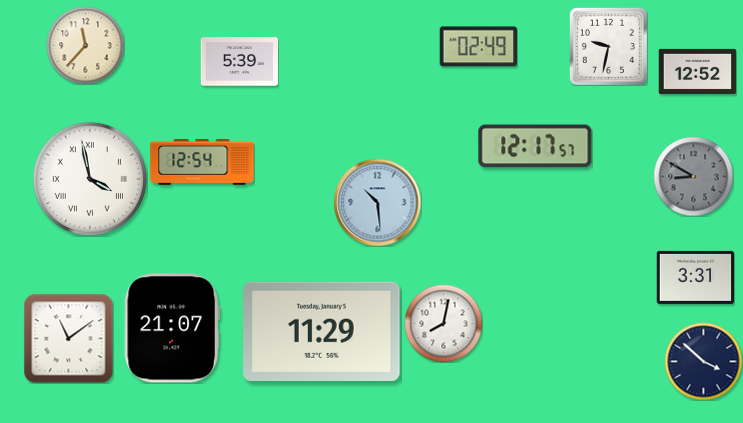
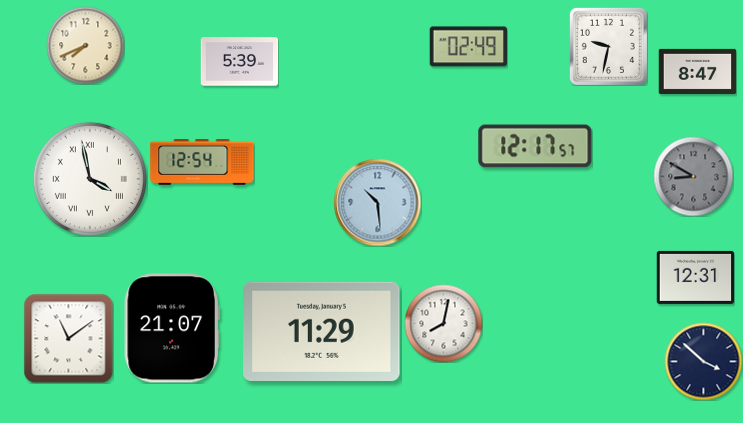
clock at (85, 45): 11:37 -> 7:41
clock at (478, 47) position: (478, 47) -> (468, 47)
clock at (697, 71): 12:52 -> 8:47
clock at (695, 277): 3:31 -> 12:31
